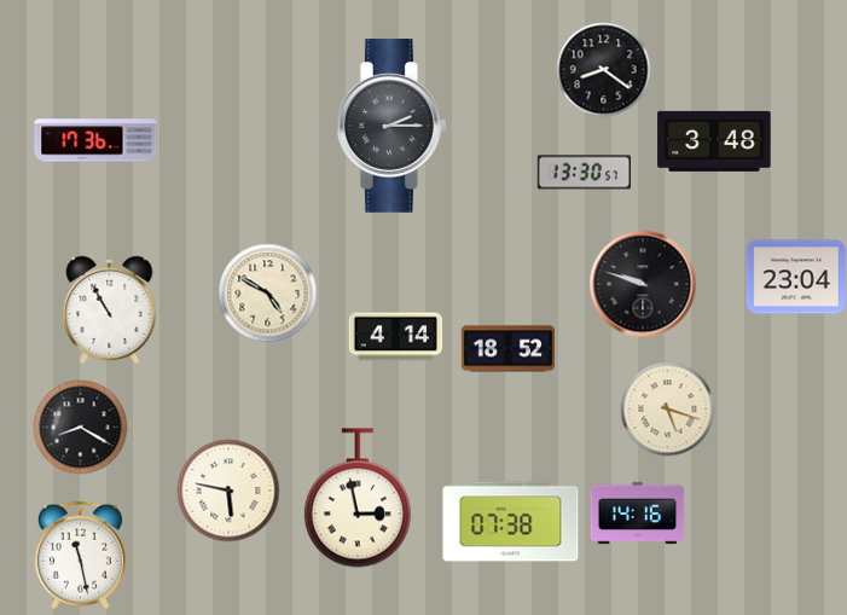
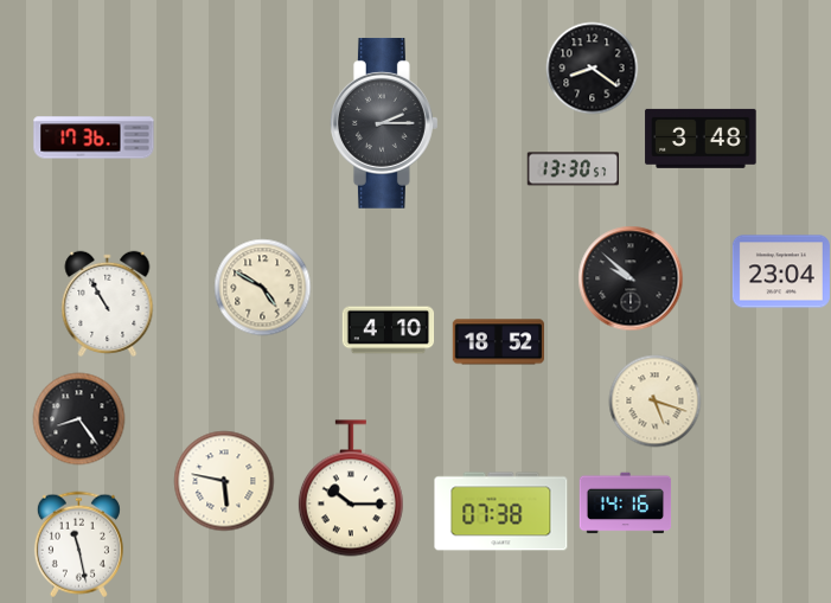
clock at (643, 284): 9:48 -> 9:52
clock at (395, 337): 4:14 -> 4:10
clock at (80, 427): 8:20 -> 8:24
clock at (358, 498): 2:58 -> 10:15
